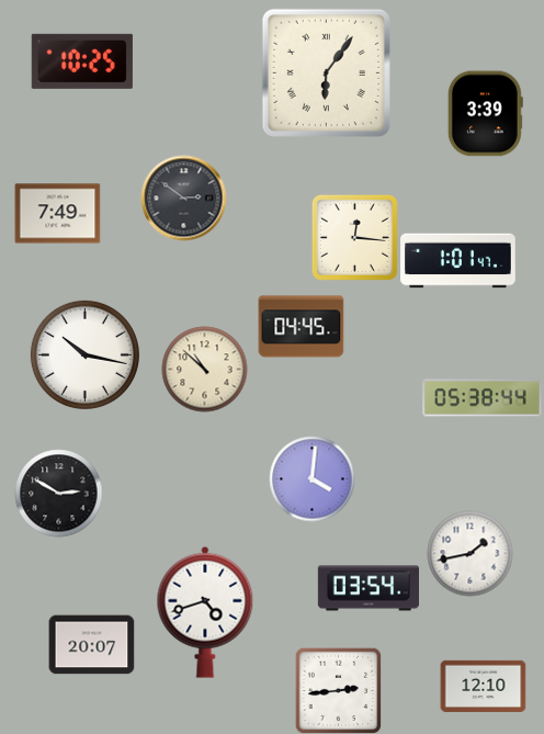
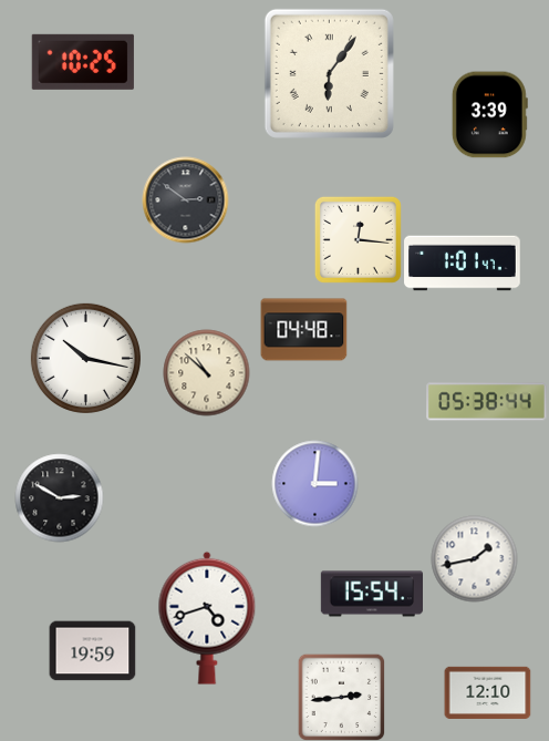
clock at (57, 214): 7:49 -> none
clock at (301, 327): 04:45 -> 04:48
clock at (311, 478): 4:01 -> 3:01
clock at (367, 588): 03:54 -> 15:54
clock at (91, 645): 20:07 -> 19:59
